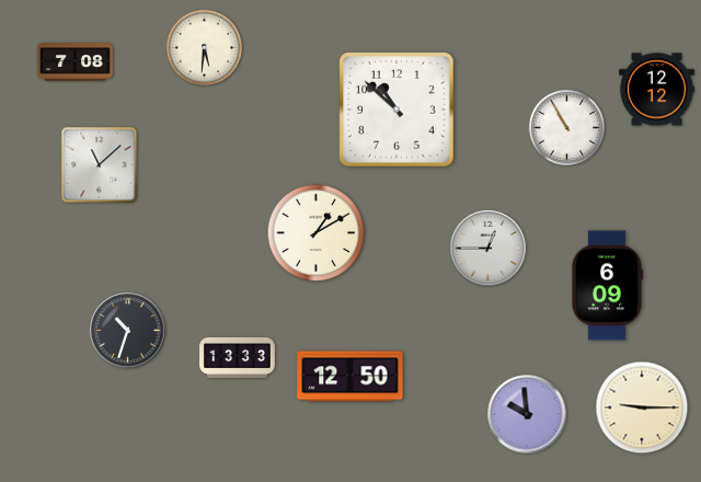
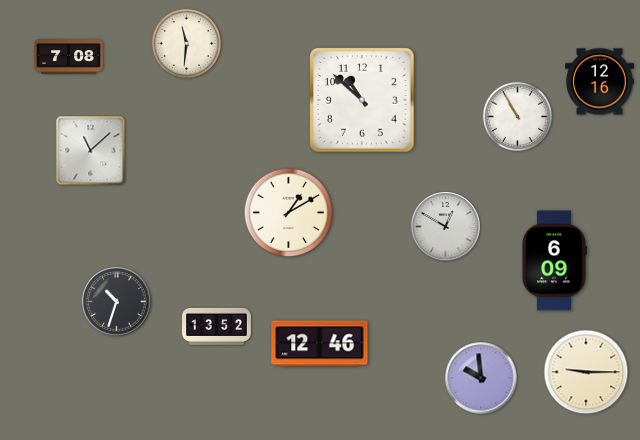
clock at (204, 47): 5:31 -> 11:31
clock at (657, 90): 12:12 -> 12:16
clock at (489, 249): 12:45 -> 12:50
clock at (238, 357): 13:33 -> 13:52
clock at (350, 377): 12:50 -> 12:46
